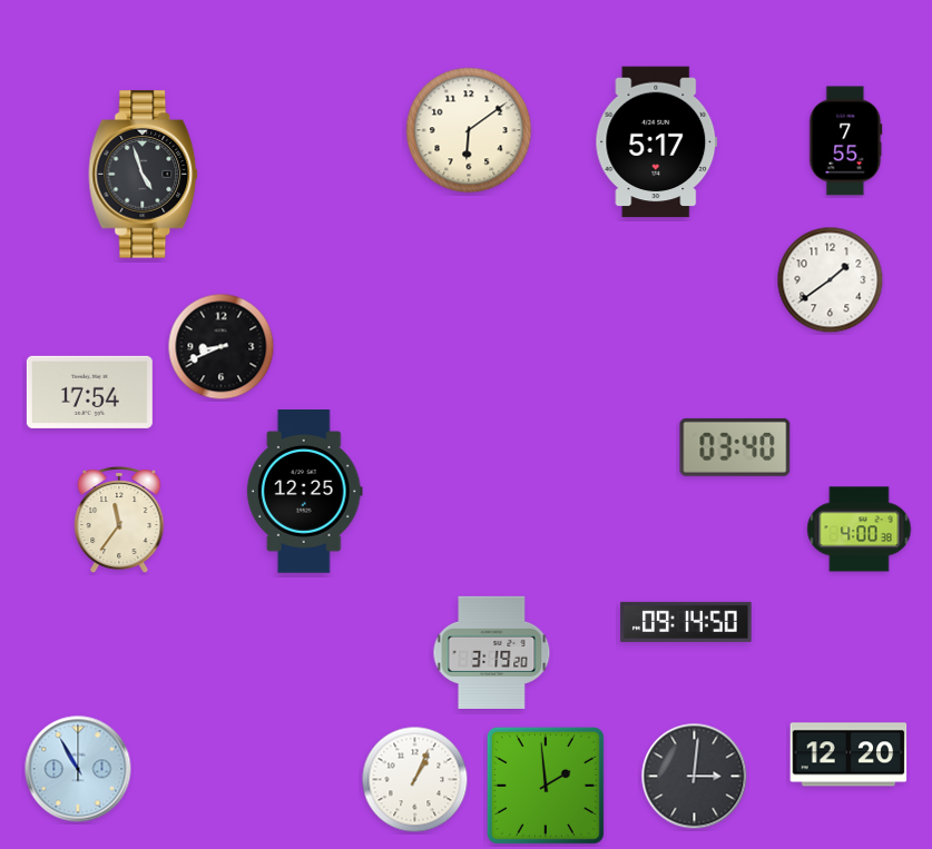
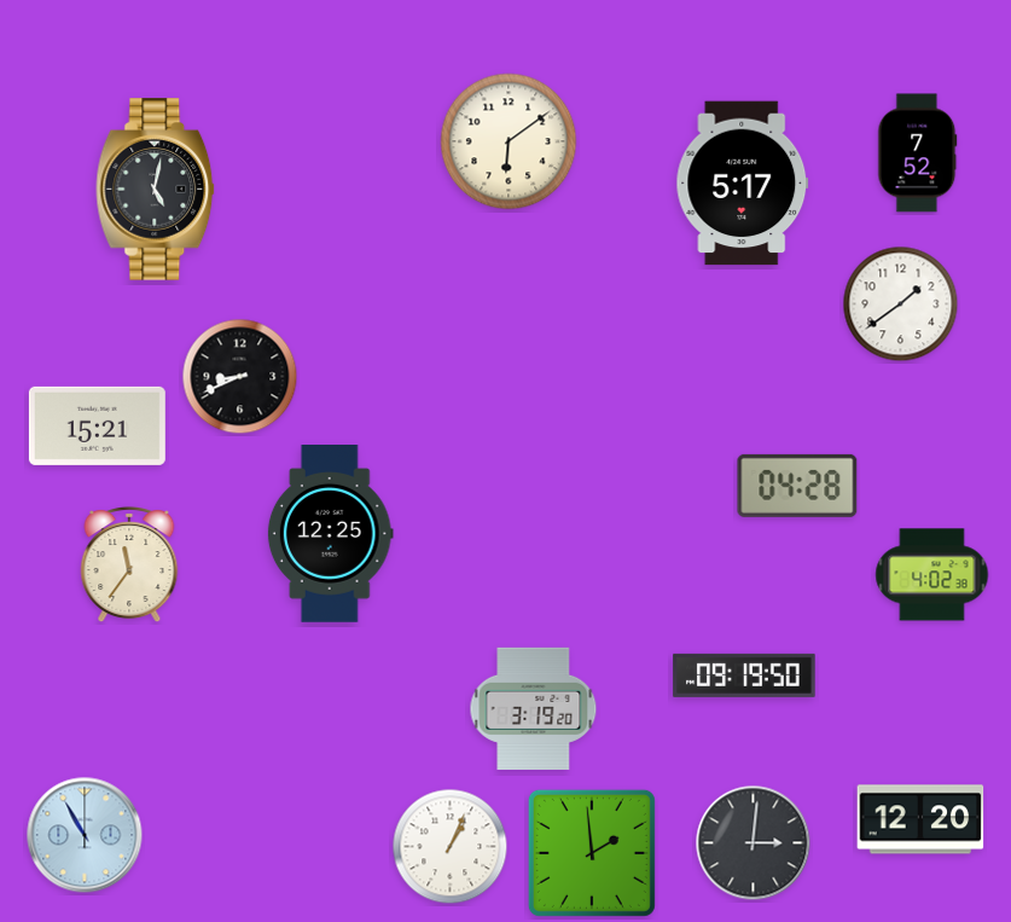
clock at (846, 141): 7:55 -> 7:52
clock at (657, 142) position: (657, 142) -> (743, 184)
clock at (144, 175): 4:57 -> 5:02
clock at (89, 392): 17:54 -> 15:21
clock at (735, 447): 03:40 -> 04:28
clock at (860, 530): 4:00 -> 4:02
clock at (686, 622): 09:14 -> 09:19
